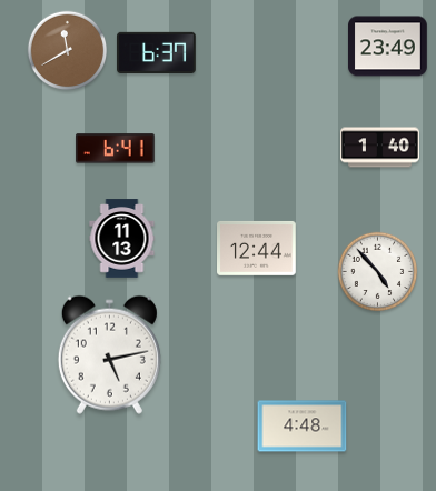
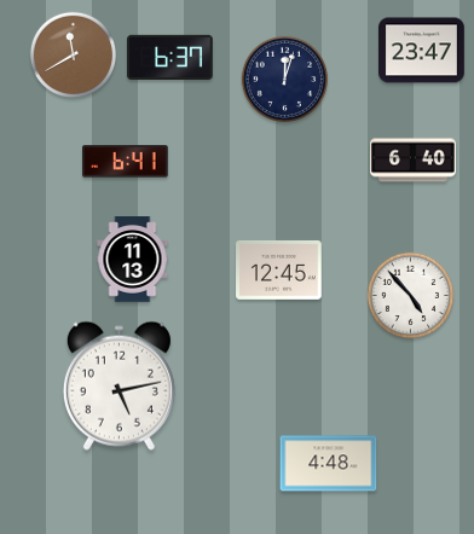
clock at (388, 47): 23:49 -> 23:47
clock at (285, 80): none -> 12:03
clock at (380, 148): 1:40 -> 6:40
clock at (257, 248): 12:44 -> 12:45
